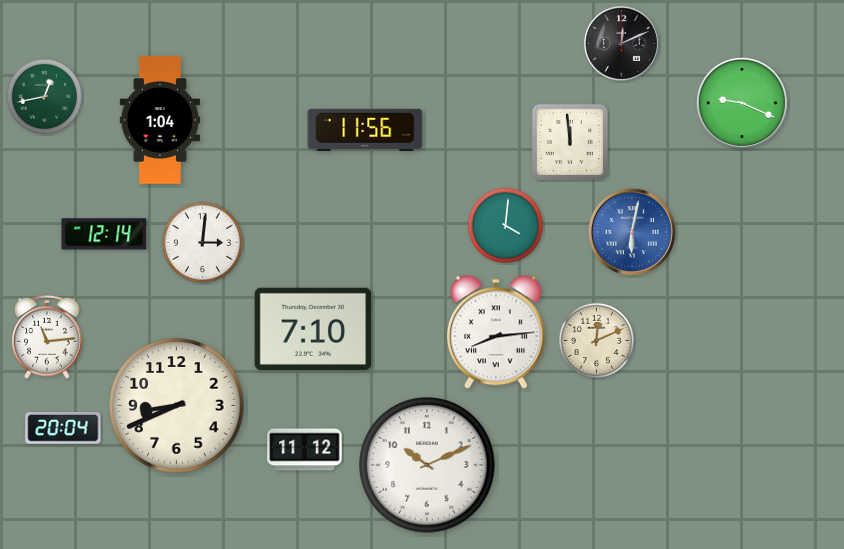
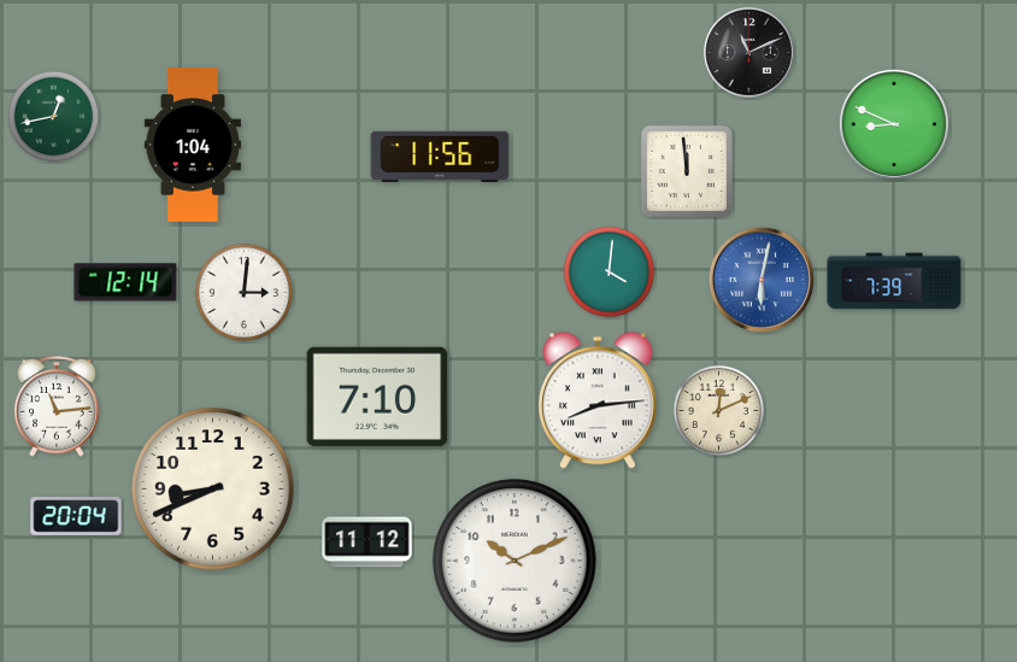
clock at (621, 43): 12:11 -> 11:11
clock at (742, 103): 9:19 -> 8:49
clock at (894, 281): none -> 7:39
